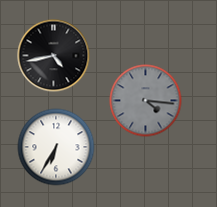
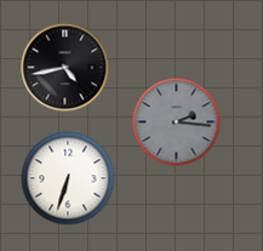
clock at (146, 101): 4:16 -> 2:16
clock at (56, 147): 6:35 -> 6:33
